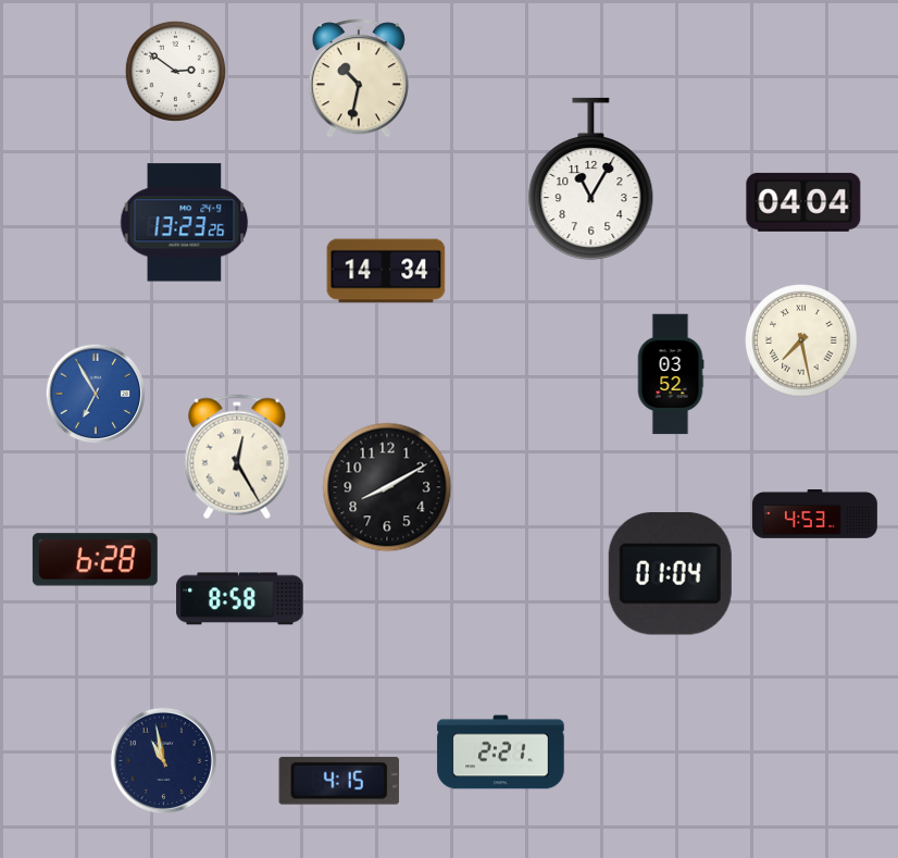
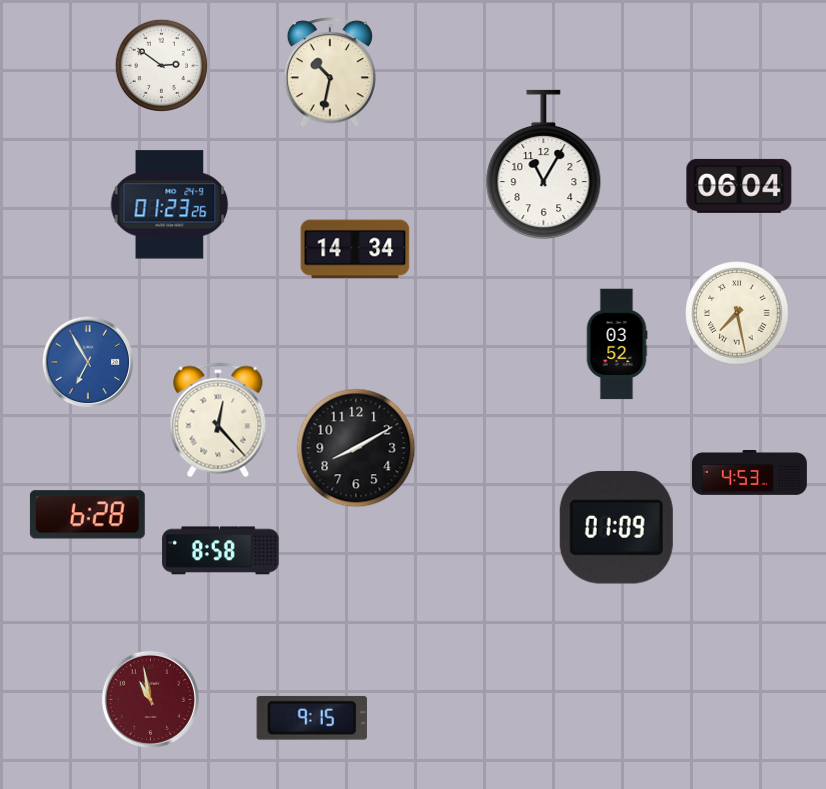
clock at (803, 202): 04:04 -> 06:04
clock at (185, 223): 13:23 -> 01:23
clock at (237, 457): 12:25 -> 12:23
clock at (670, 573): 01:04 -> 01:09
clock at (501, 753): 2:21 -> none
clock at (163, 760) dial: navy -> burgundy
clock at (339, 781): 4:15 -> 9:15
